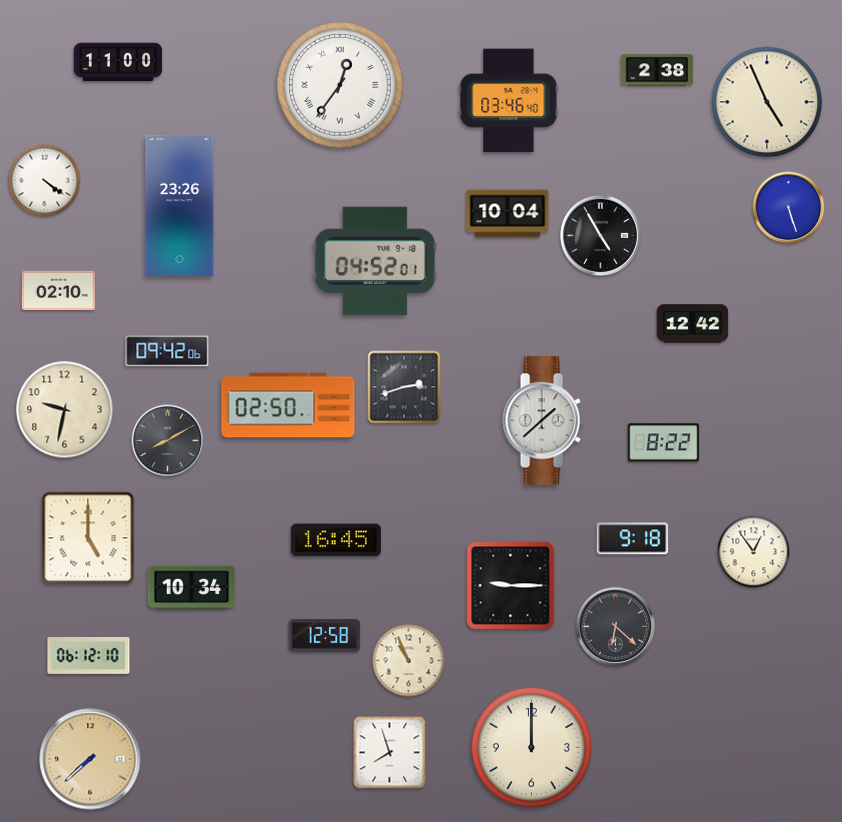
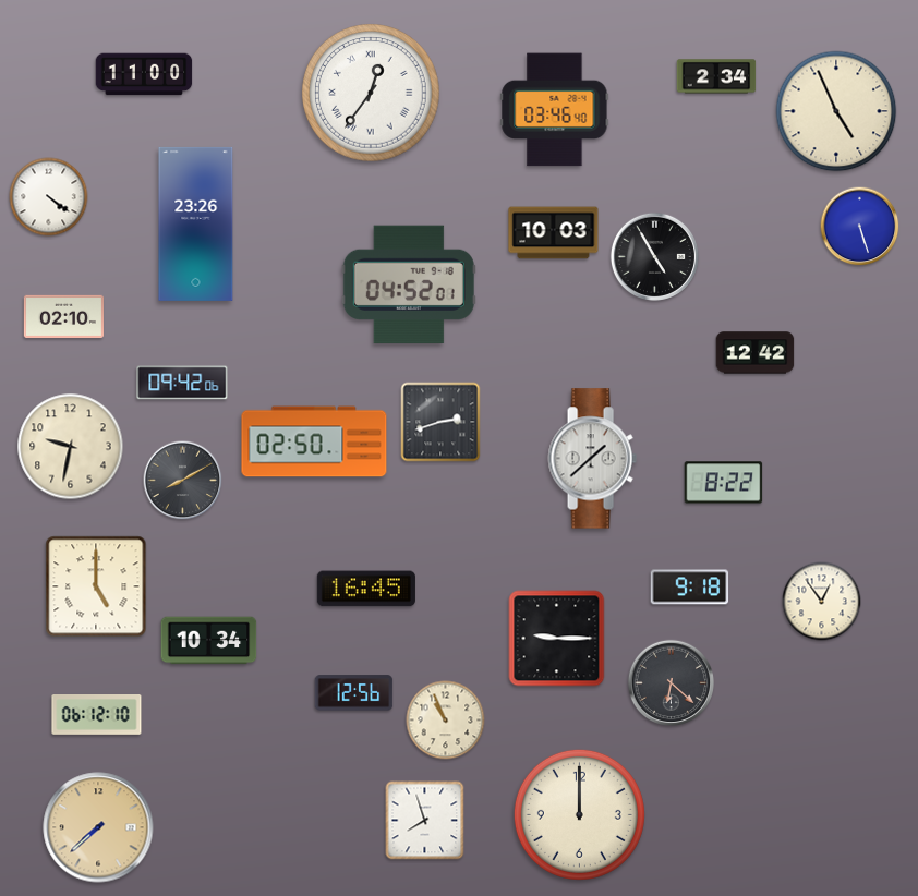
clock at (118, 62) position: (118, 62) -> (144, 74)
clock at (657, 70): 2:38 -> 2:34
clock at (508, 214): 10:04 -> 10:03
clock at (325, 636): 12:58 -> 12:56
